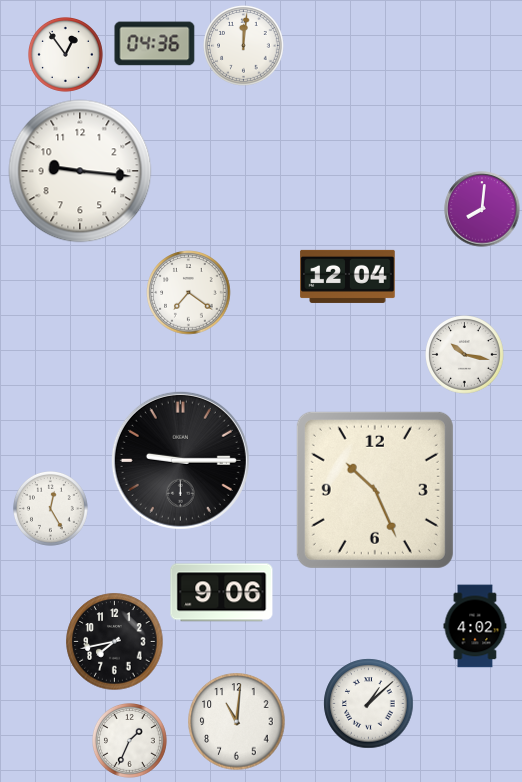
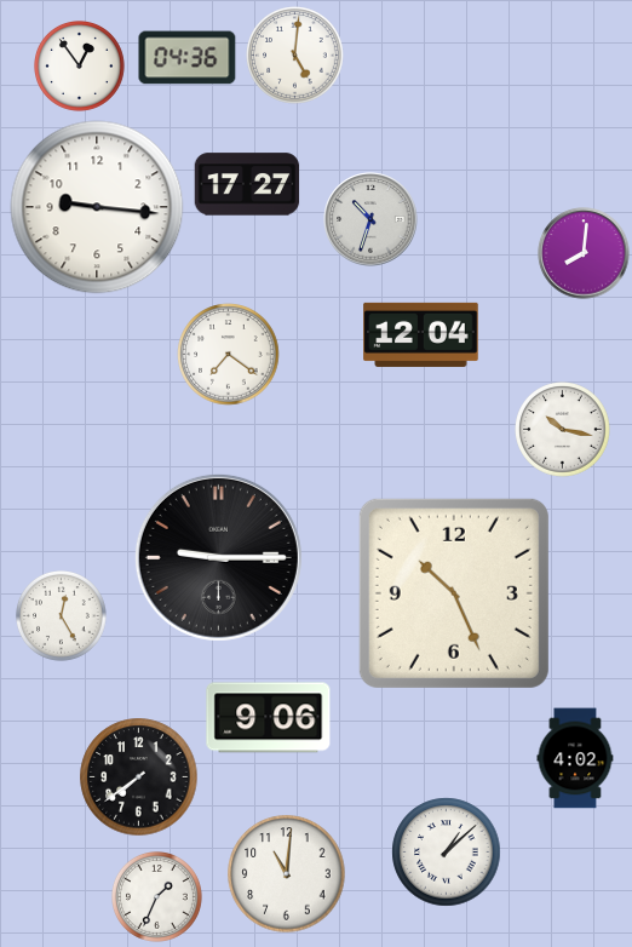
clock at (155, 44) position: (155, 44) -> (188, 58)
clock at (244, 46): 12:01 -> 5:01
clock at (247, 184): none -> 17:27
clock at (370, 219): none -> 10:33
clock at (115, 642): 7:43 -> 7:39
